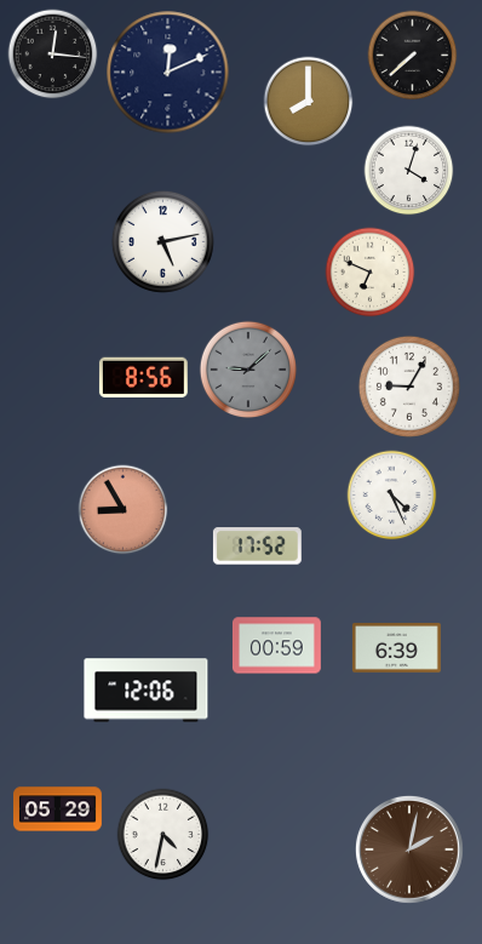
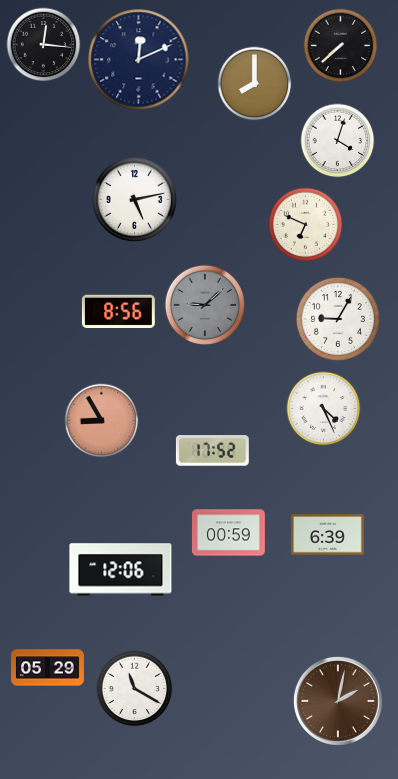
clock at (163, 835): 4:32 -> 11:20
